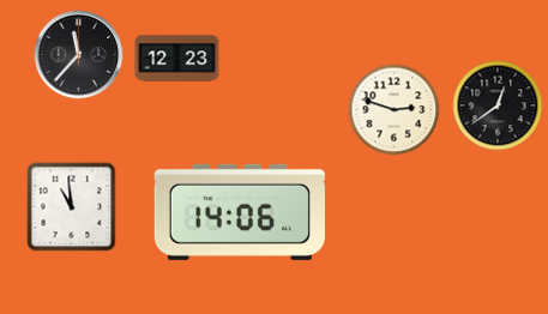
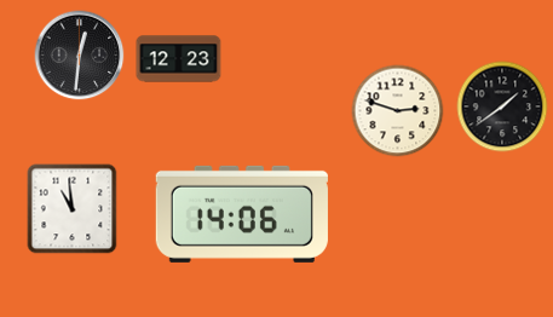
clock at (79, 55): 11:37 -> 12:31
clock at (498, 105): 12:39 -> 1:39
